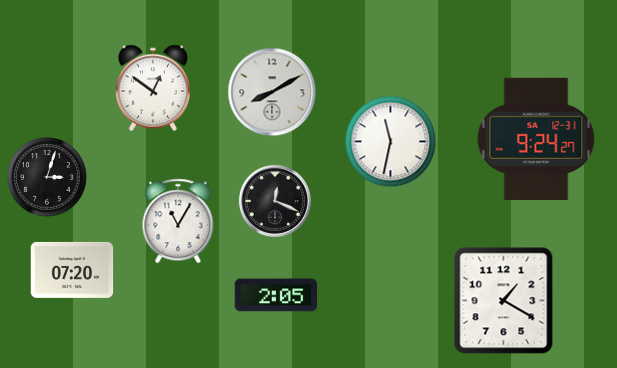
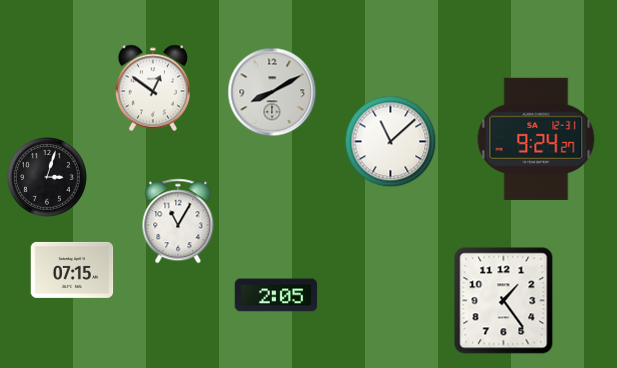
clock at (391, 142): 11:32 -> 11:08
clock at (275, 201): 12:19 -> none
clock at (72, 270): 07:20 -> 07:15
clock at (504, 301): 1:20 -> 1:24
